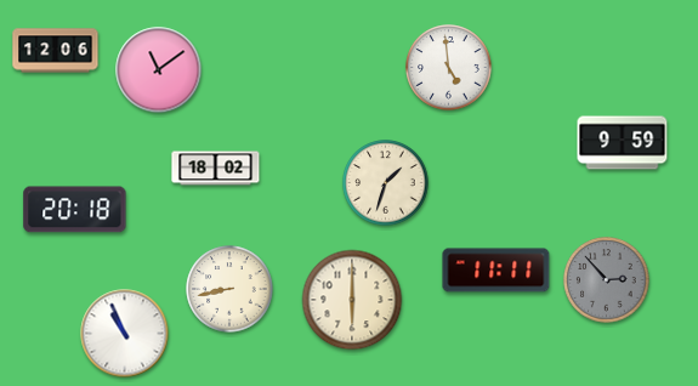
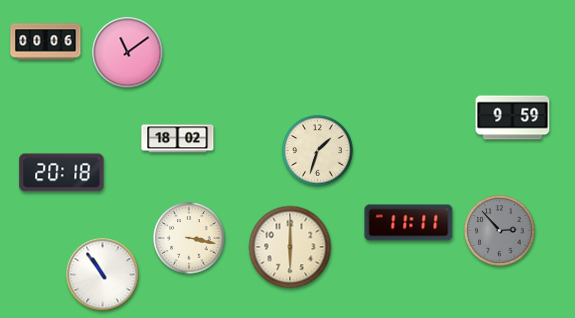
clock at (56, 51): 12:06 -> 00:06
clock at (449, 68): 4:59 -> none
clock at (159, 70) position: (159, 70) -> (128, 53)
clock at (229, 289): 8:43 -> 3:17
clock at (125, 334): 10:56 -> 10:54
